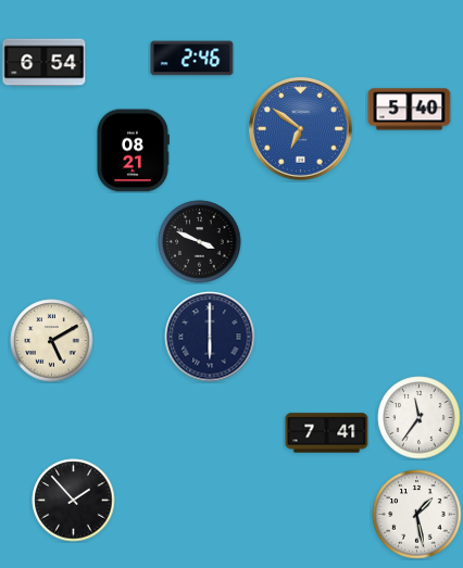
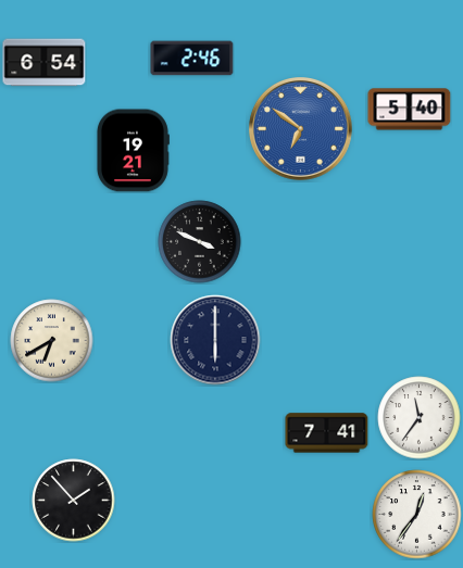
clock at (133, 151): 08:21 -> 19:21
clock at (210, 337) position: (210, 337) -> (215, 340)
clock at (52, 341): 5:10 -> 6:40
clock at (417, 515): 1:28 -> 12:36
